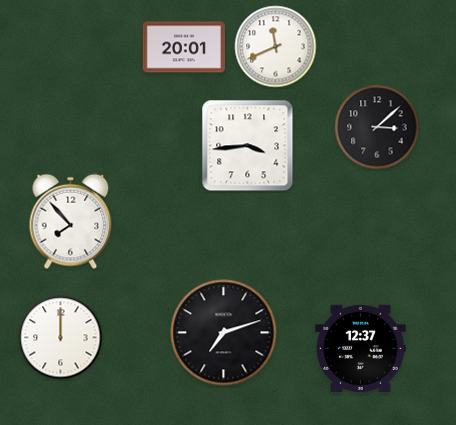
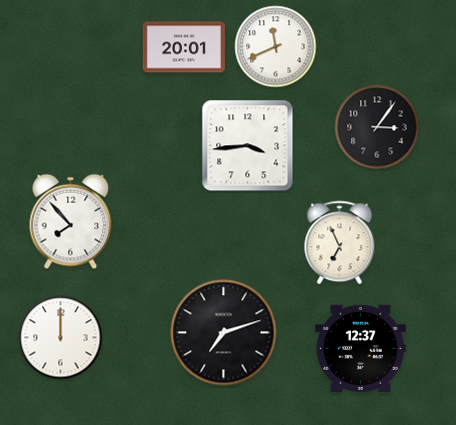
clock at (377, 127): 3:08 -> 3:06
clock at (340, 243): none -> 6:56
